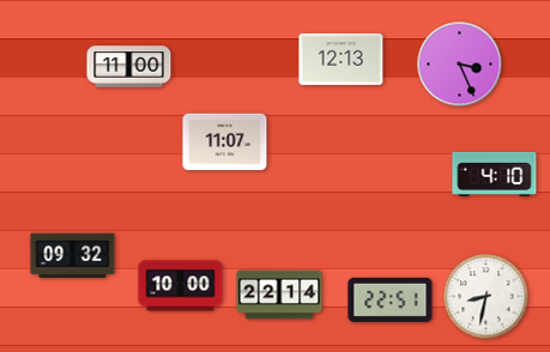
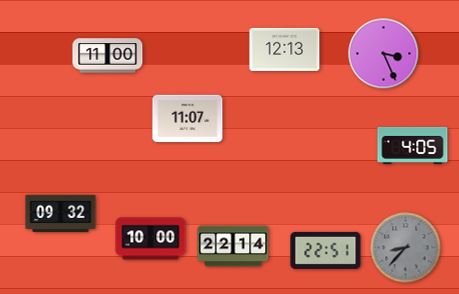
clock at (495, 174): 4:10 -> 4:05
clock at (486, 297): 8:32 -> 8:37
clock at (486, 297) dial: white -> grey
